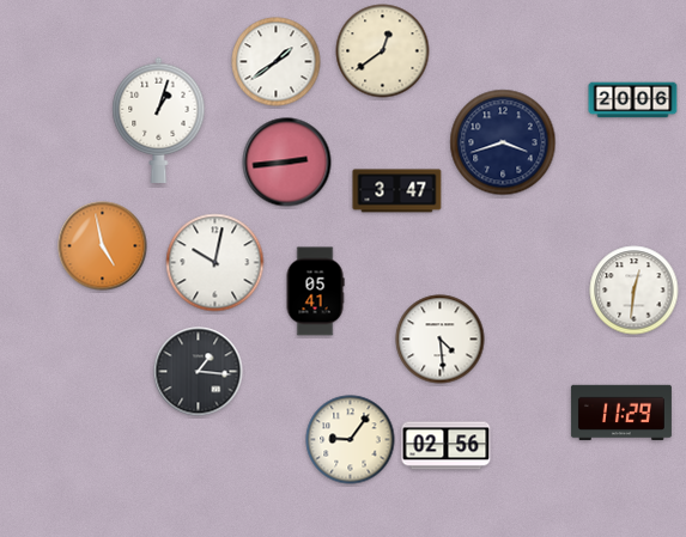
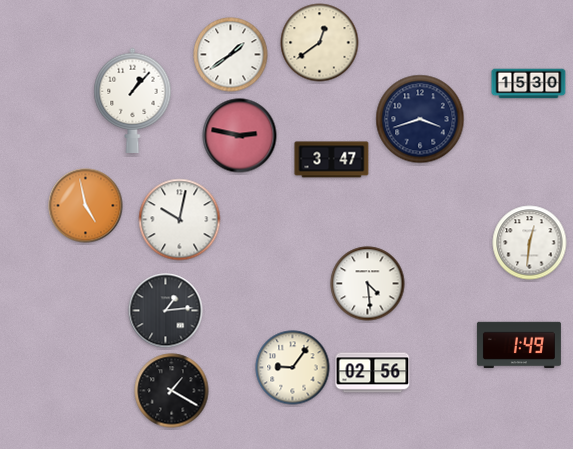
clock at (277, 62) position: (277, 62) -> (231, 55)
clock at (633, 100): 20:06 -> 15:30
clock at (159, 120): 1:03 -> 1:07
clock at (287, 163): 2:44 -> 2:47
clock at (315, 292): 05:41 -> none
clock at (199, 372): 1:16 -> 1:14
clock at (621, 413): 11:29 -> 1:49
clock at (172, 391): none -> 1:20
